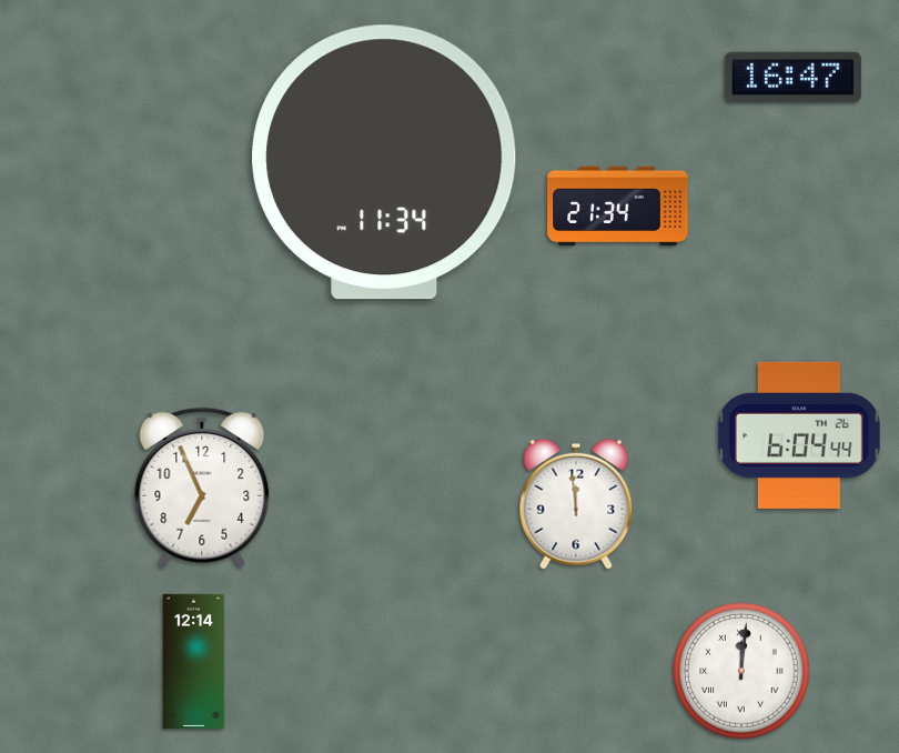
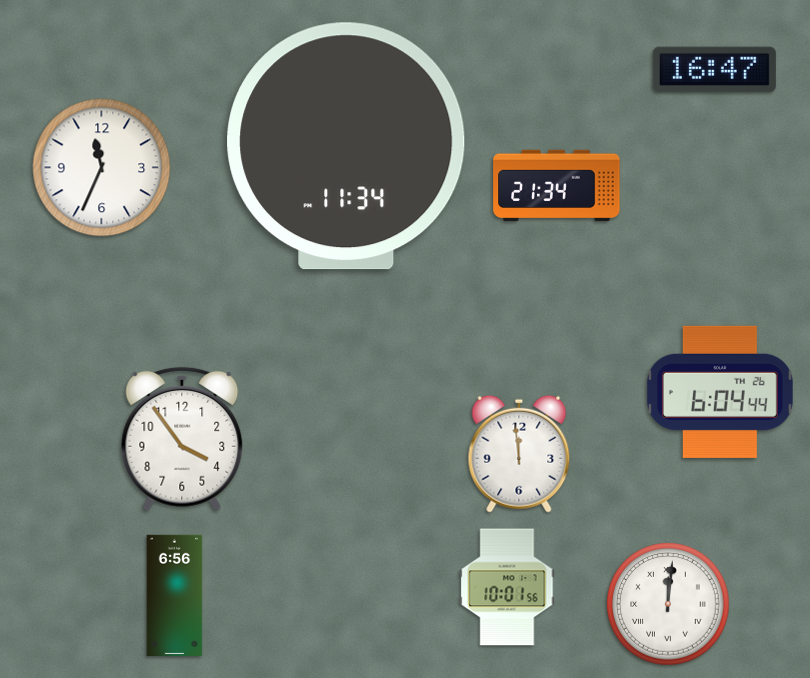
clock at (102, 168): none -> 11:34
clock at (202, 488): 6:56 -> 3:54
clock at (507, 587): none -> 10:01
clock at (194, 661): 12:14 -> 6:56
